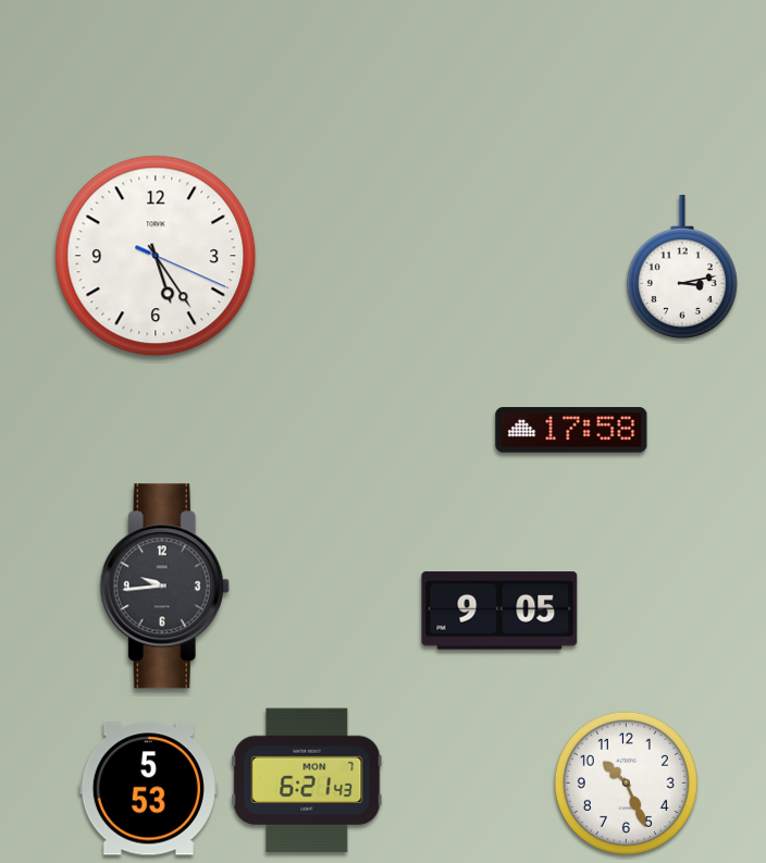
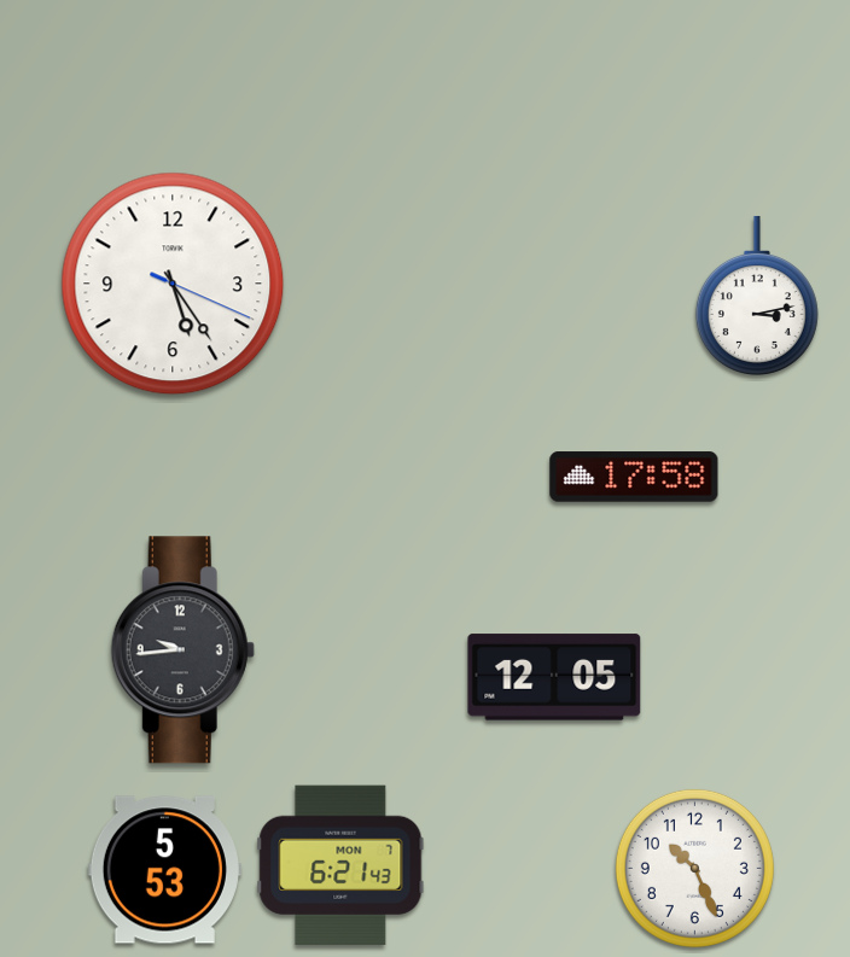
clock at (499, 611): 9:05 -> 12:05
clock at (148, 789) position: (148, 789) -> (164, 870)
